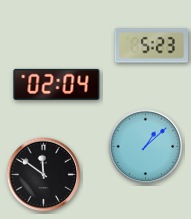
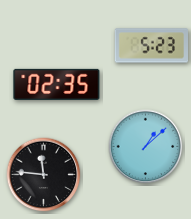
clock at (57, 84): 02:04 -> 02:35
clock at (44, 175): 11:51 -> 11:46
